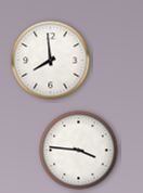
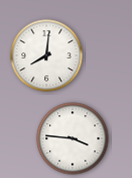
clock at (51, 61): 7:59 -> 8:01
